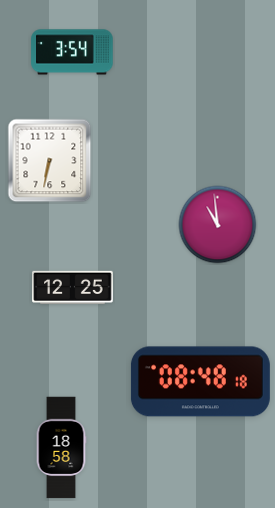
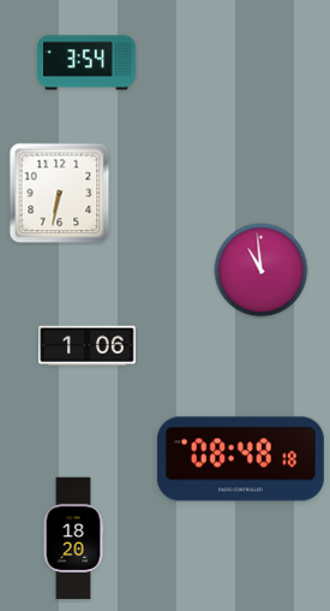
clock at (73, 288): 12:25 -> 1:06
clock at (61, 448): 18:58 -> 18:20
